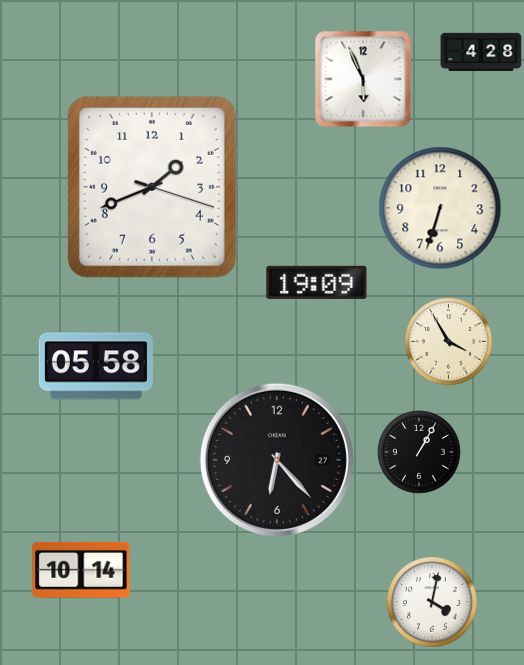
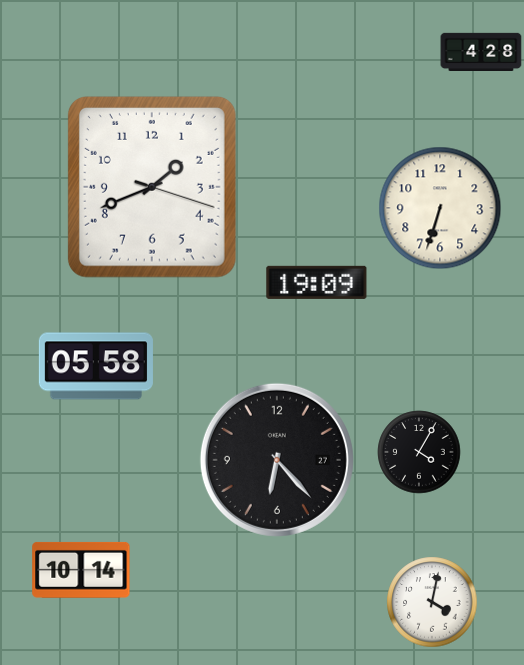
clock at (363, 79): 5:56 -> none
clock at (449, 342): 3:55 -> none
clock at (419, 452): 1:05 -> 4:05
